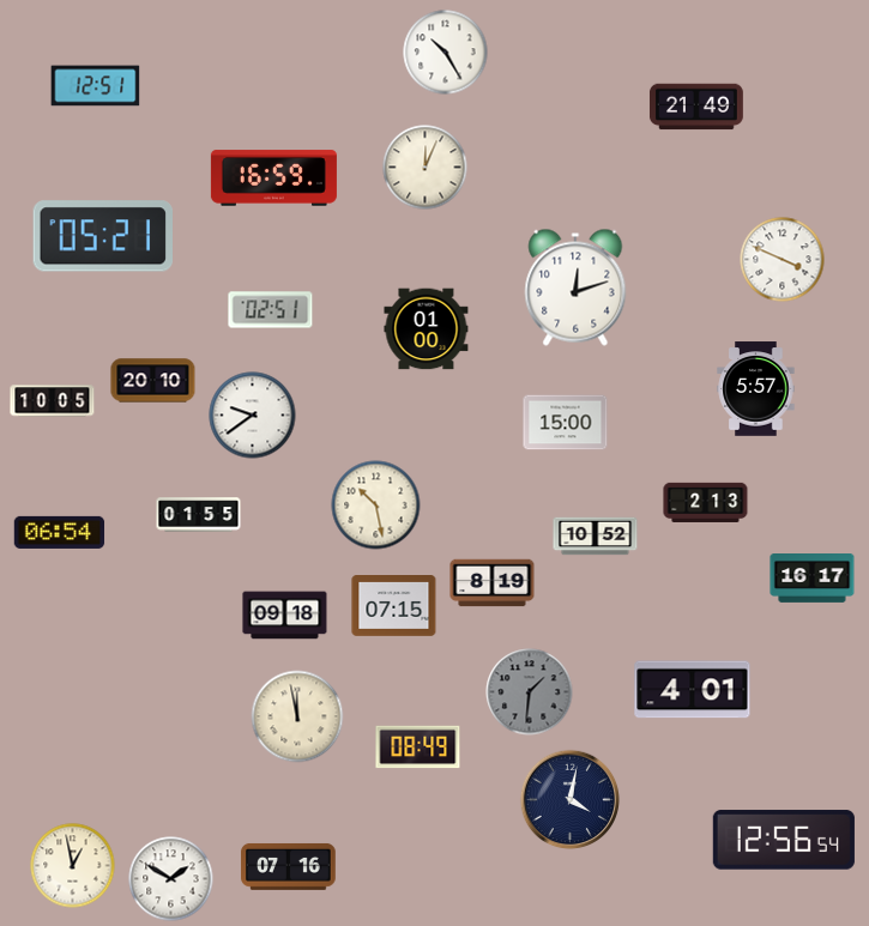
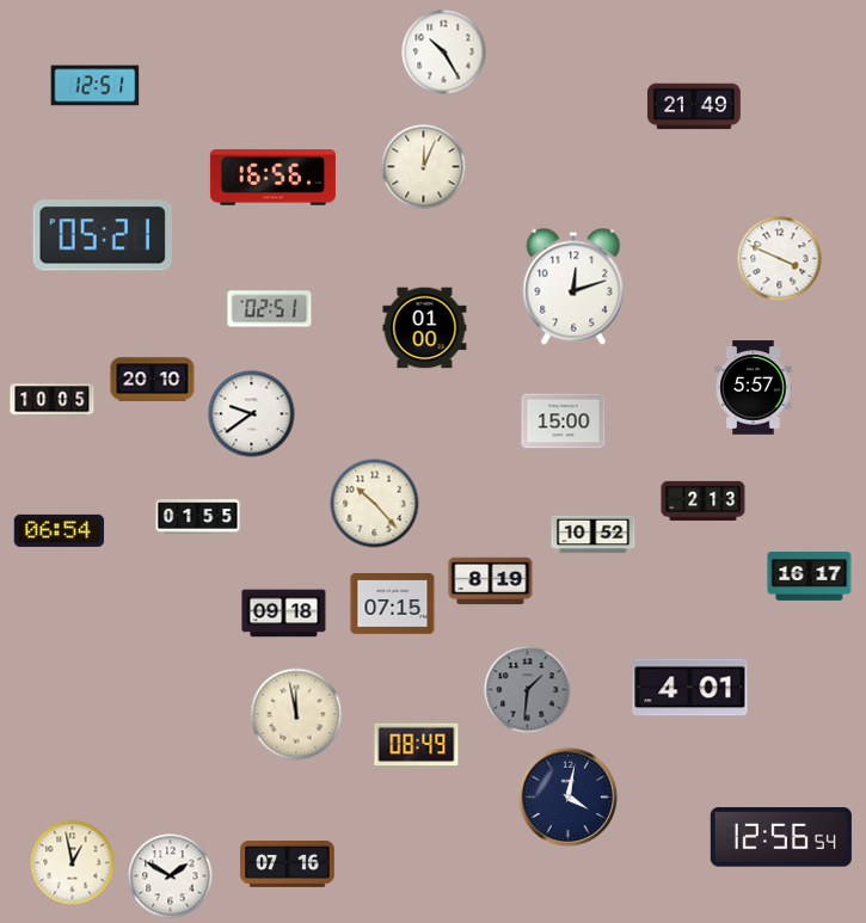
clock at (273, 178): 16:59 -> 16:56
clock at (376, 506): 10:28 -> 10:23
clock at (199, 515) position: (199, 515) -> (198, 517)
